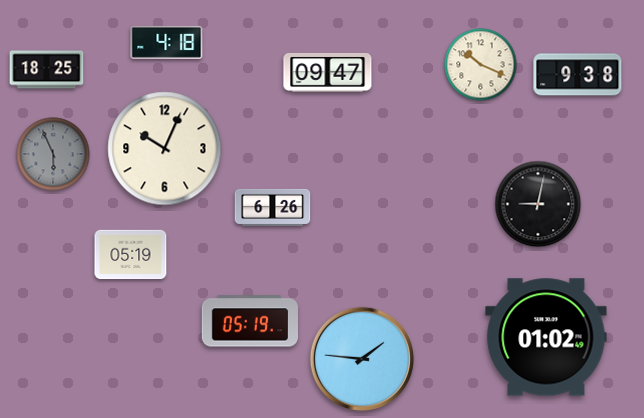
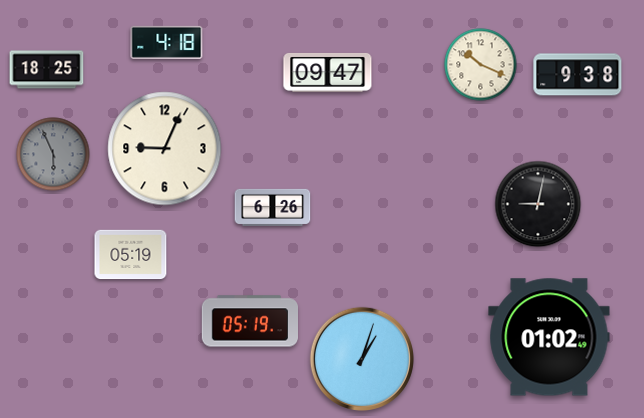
clock at (165, 149): 10:04 -> 9:04
clock at (546, 337) position: (546, 337) -> (549, 337)
clock at (362, 359): 1:46 -> 1:03
